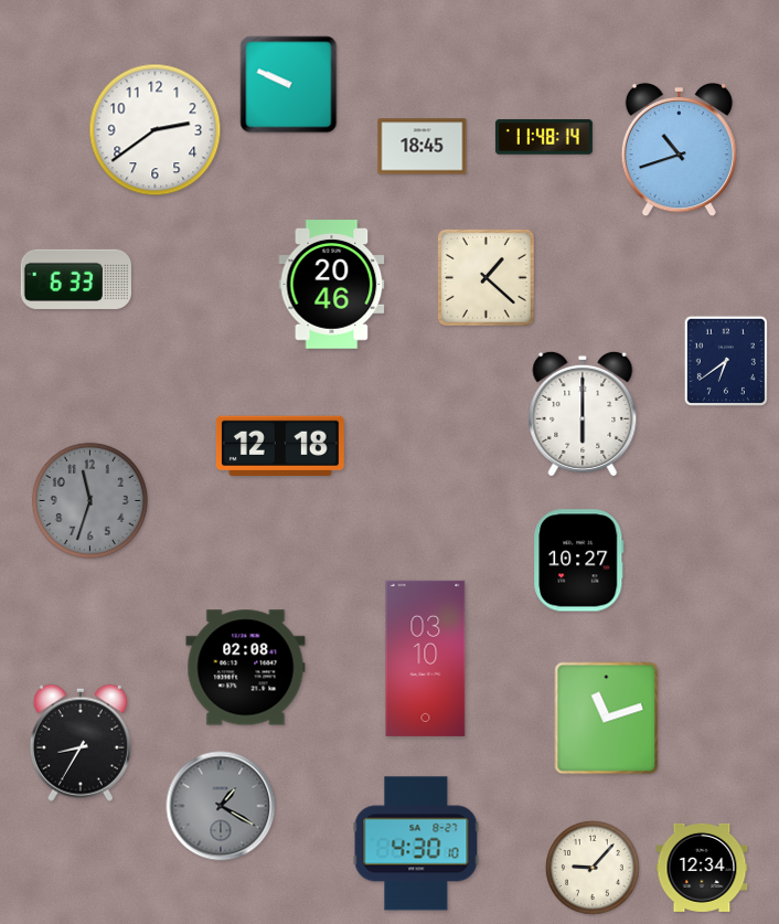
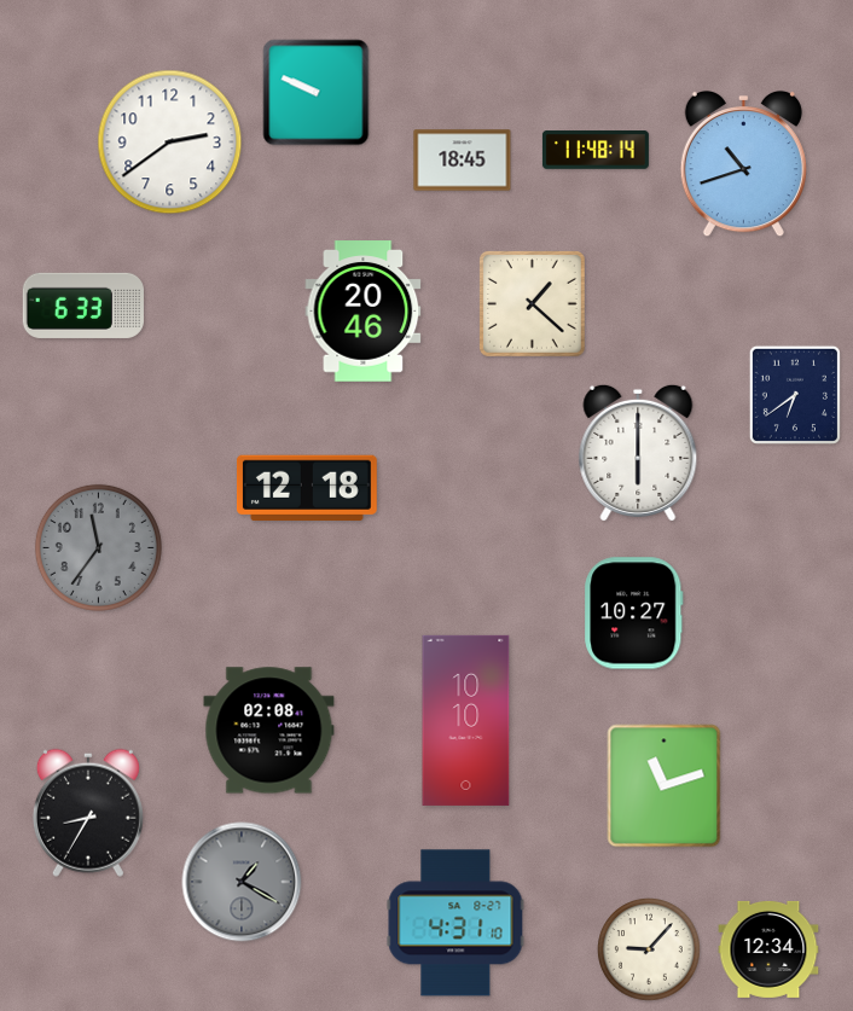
clock at (89, 500): 11:33 -> 11:36
clock at (426, 658): 03:10 -> 10:10
clock at (416, 843): 4:30 -> 4:31
